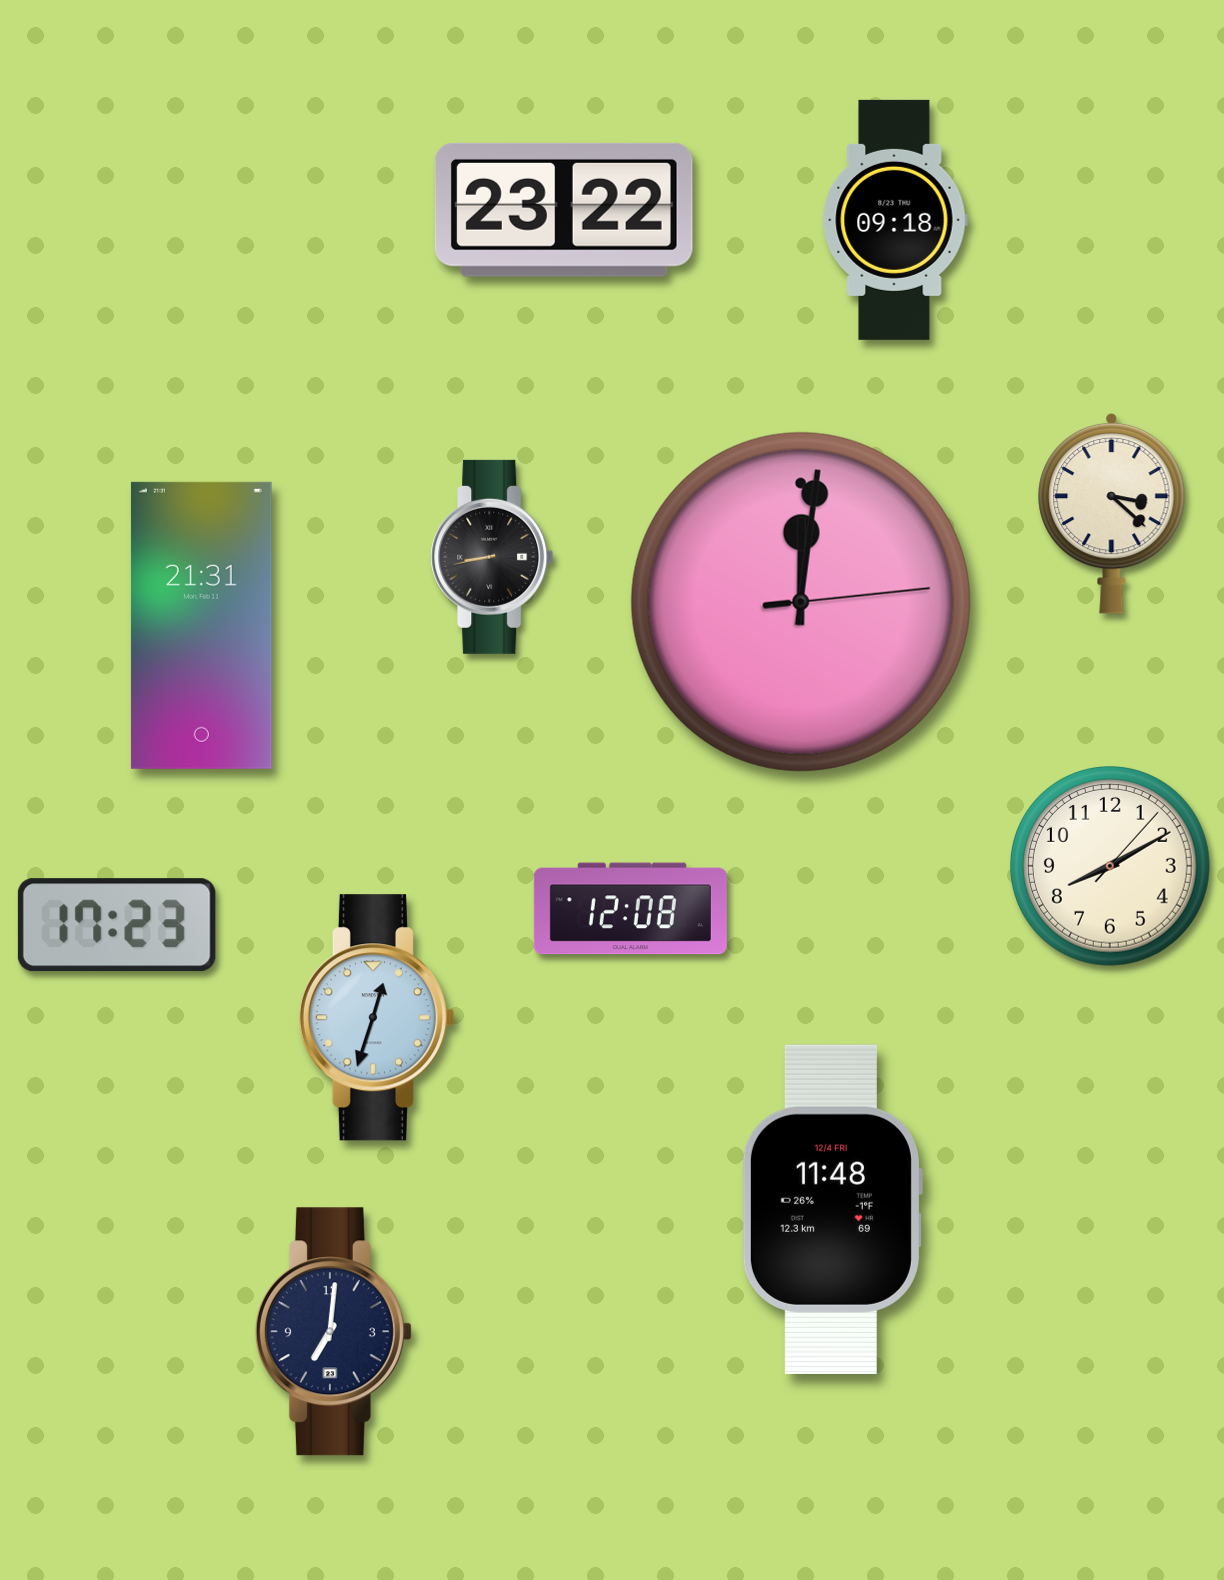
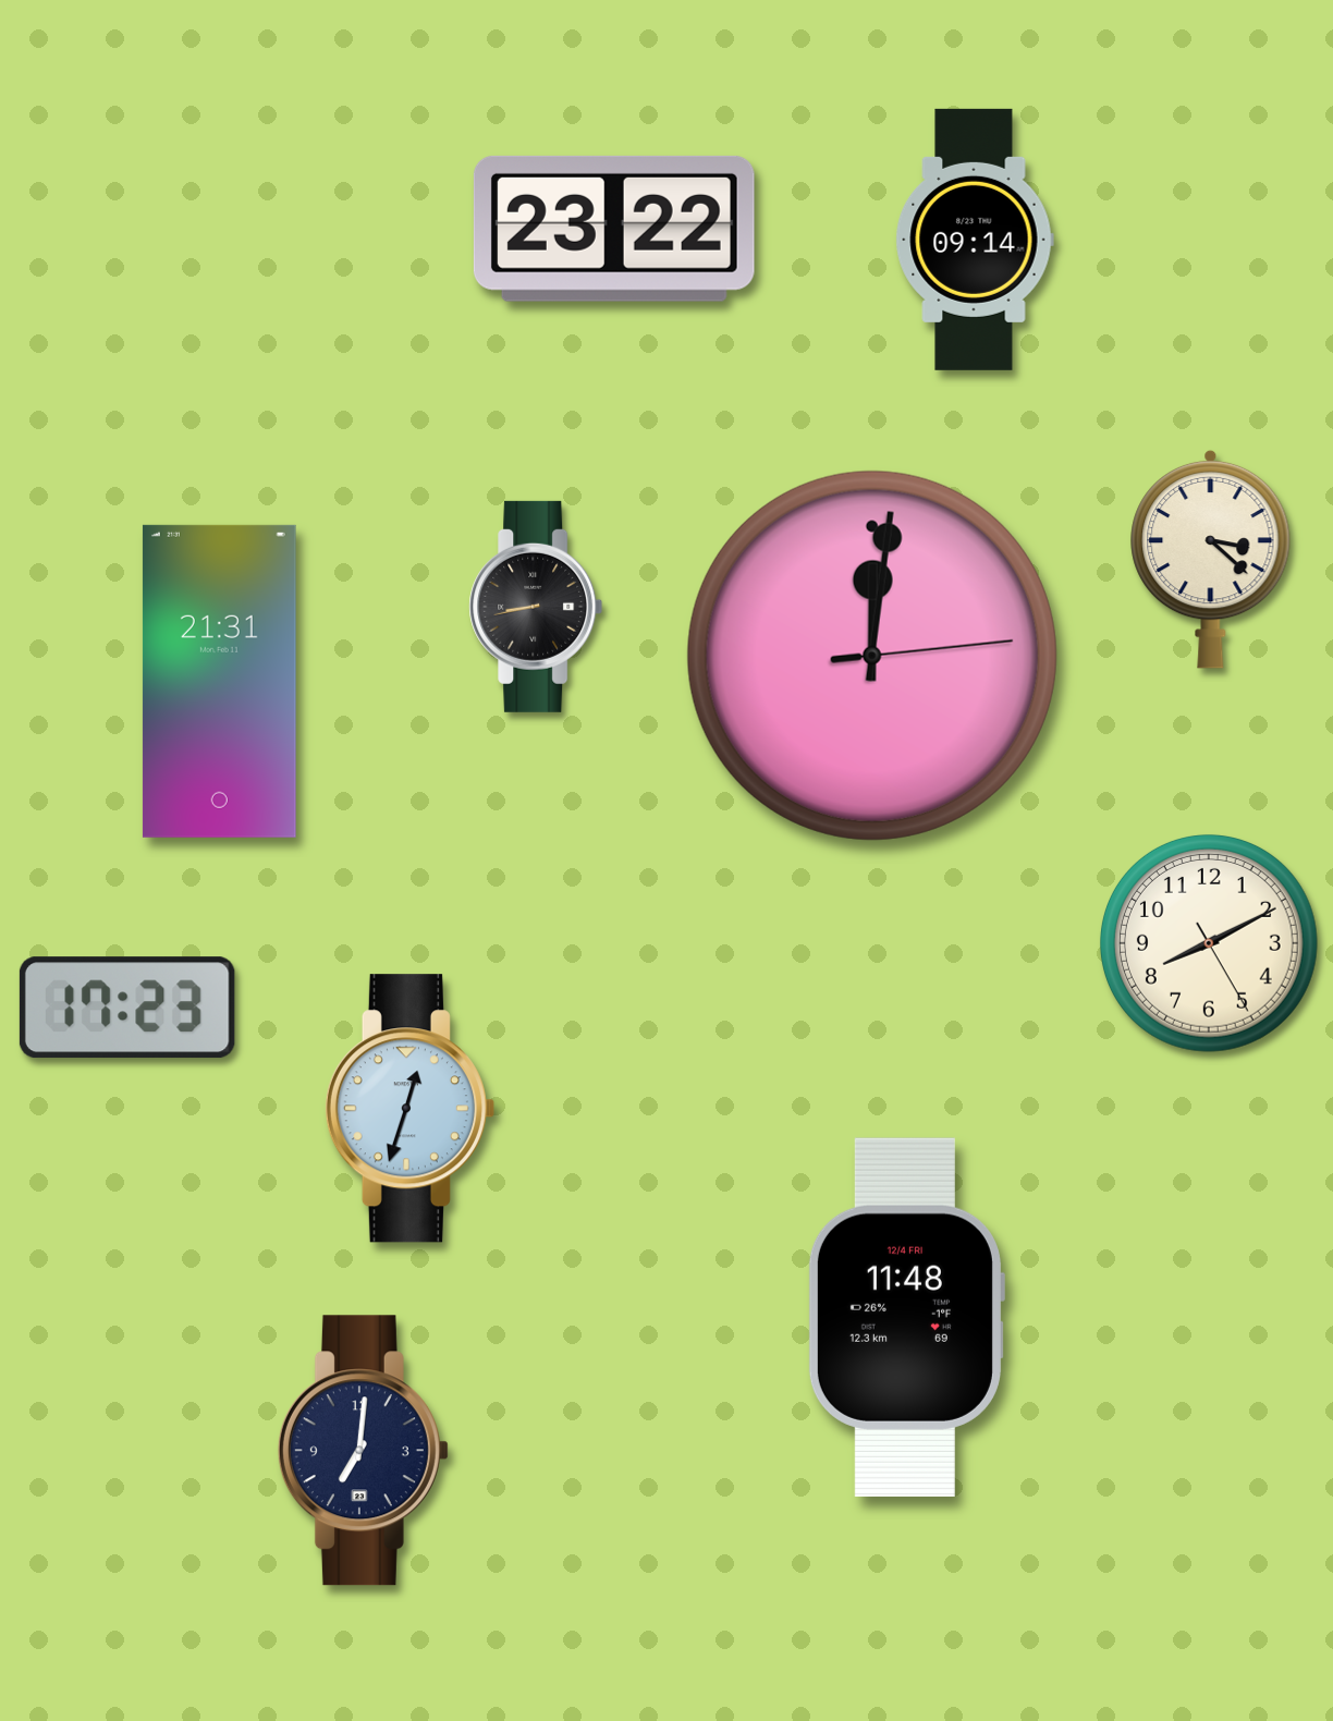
clock at (895, 220): 09:18 -> 09:14
clock at (1110, 866): 8:10:07 -> 8:10:25
clock at (630, 909): 12:08 -> none
